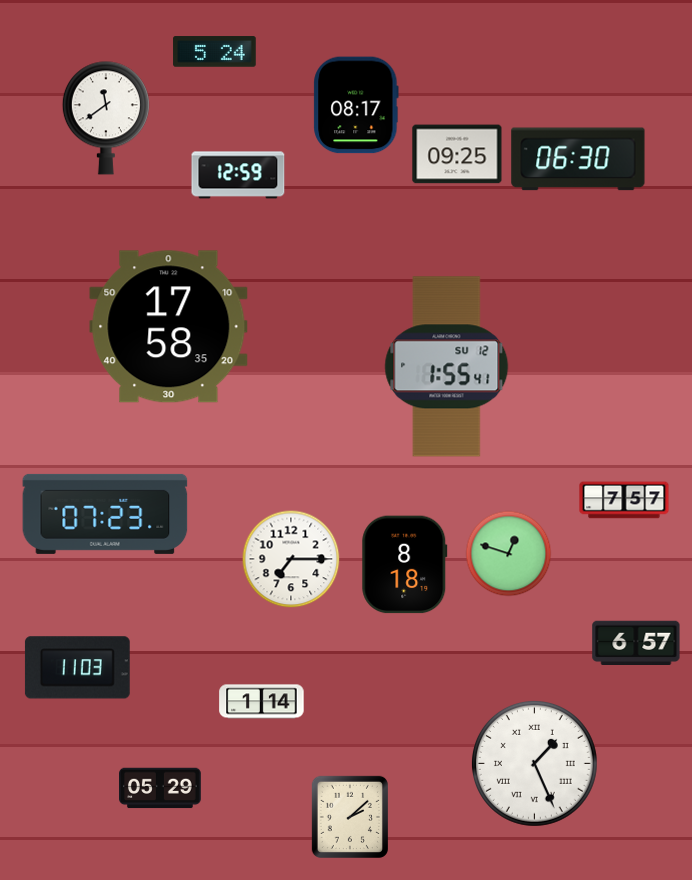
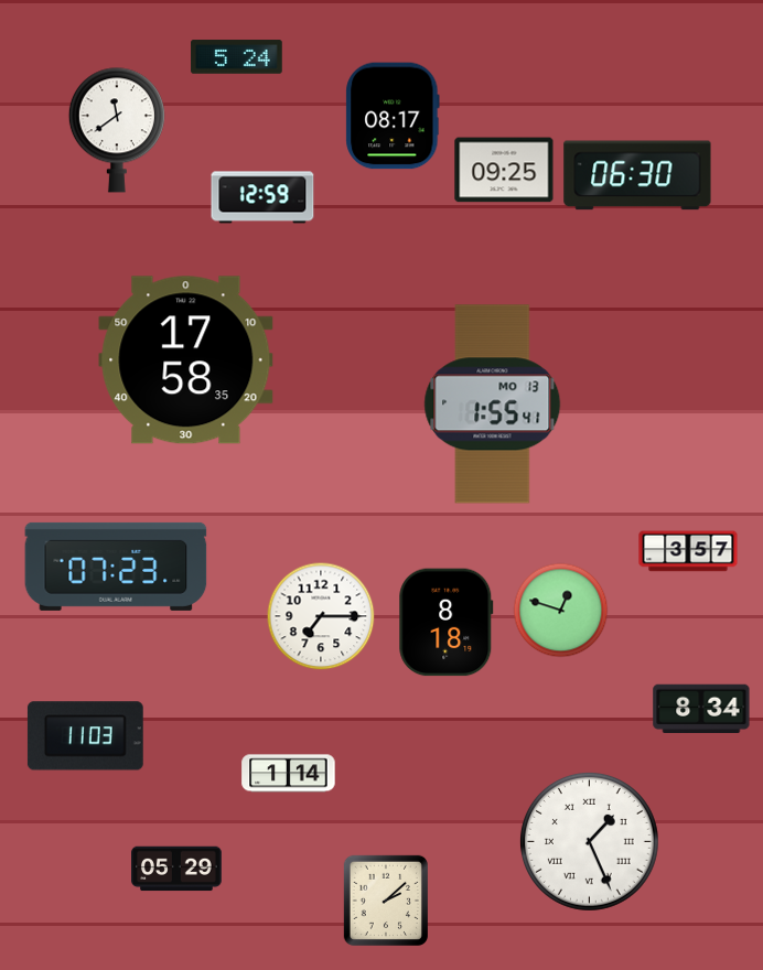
clock at (238, 175) position: (238, 175) -> (262, 197)
clock at (447, 367) date: SU 12 -> MO 13
clock at (624, 500): 7:57 -> 3:57
clock at (636, 642): 6:57 -> 8:34
